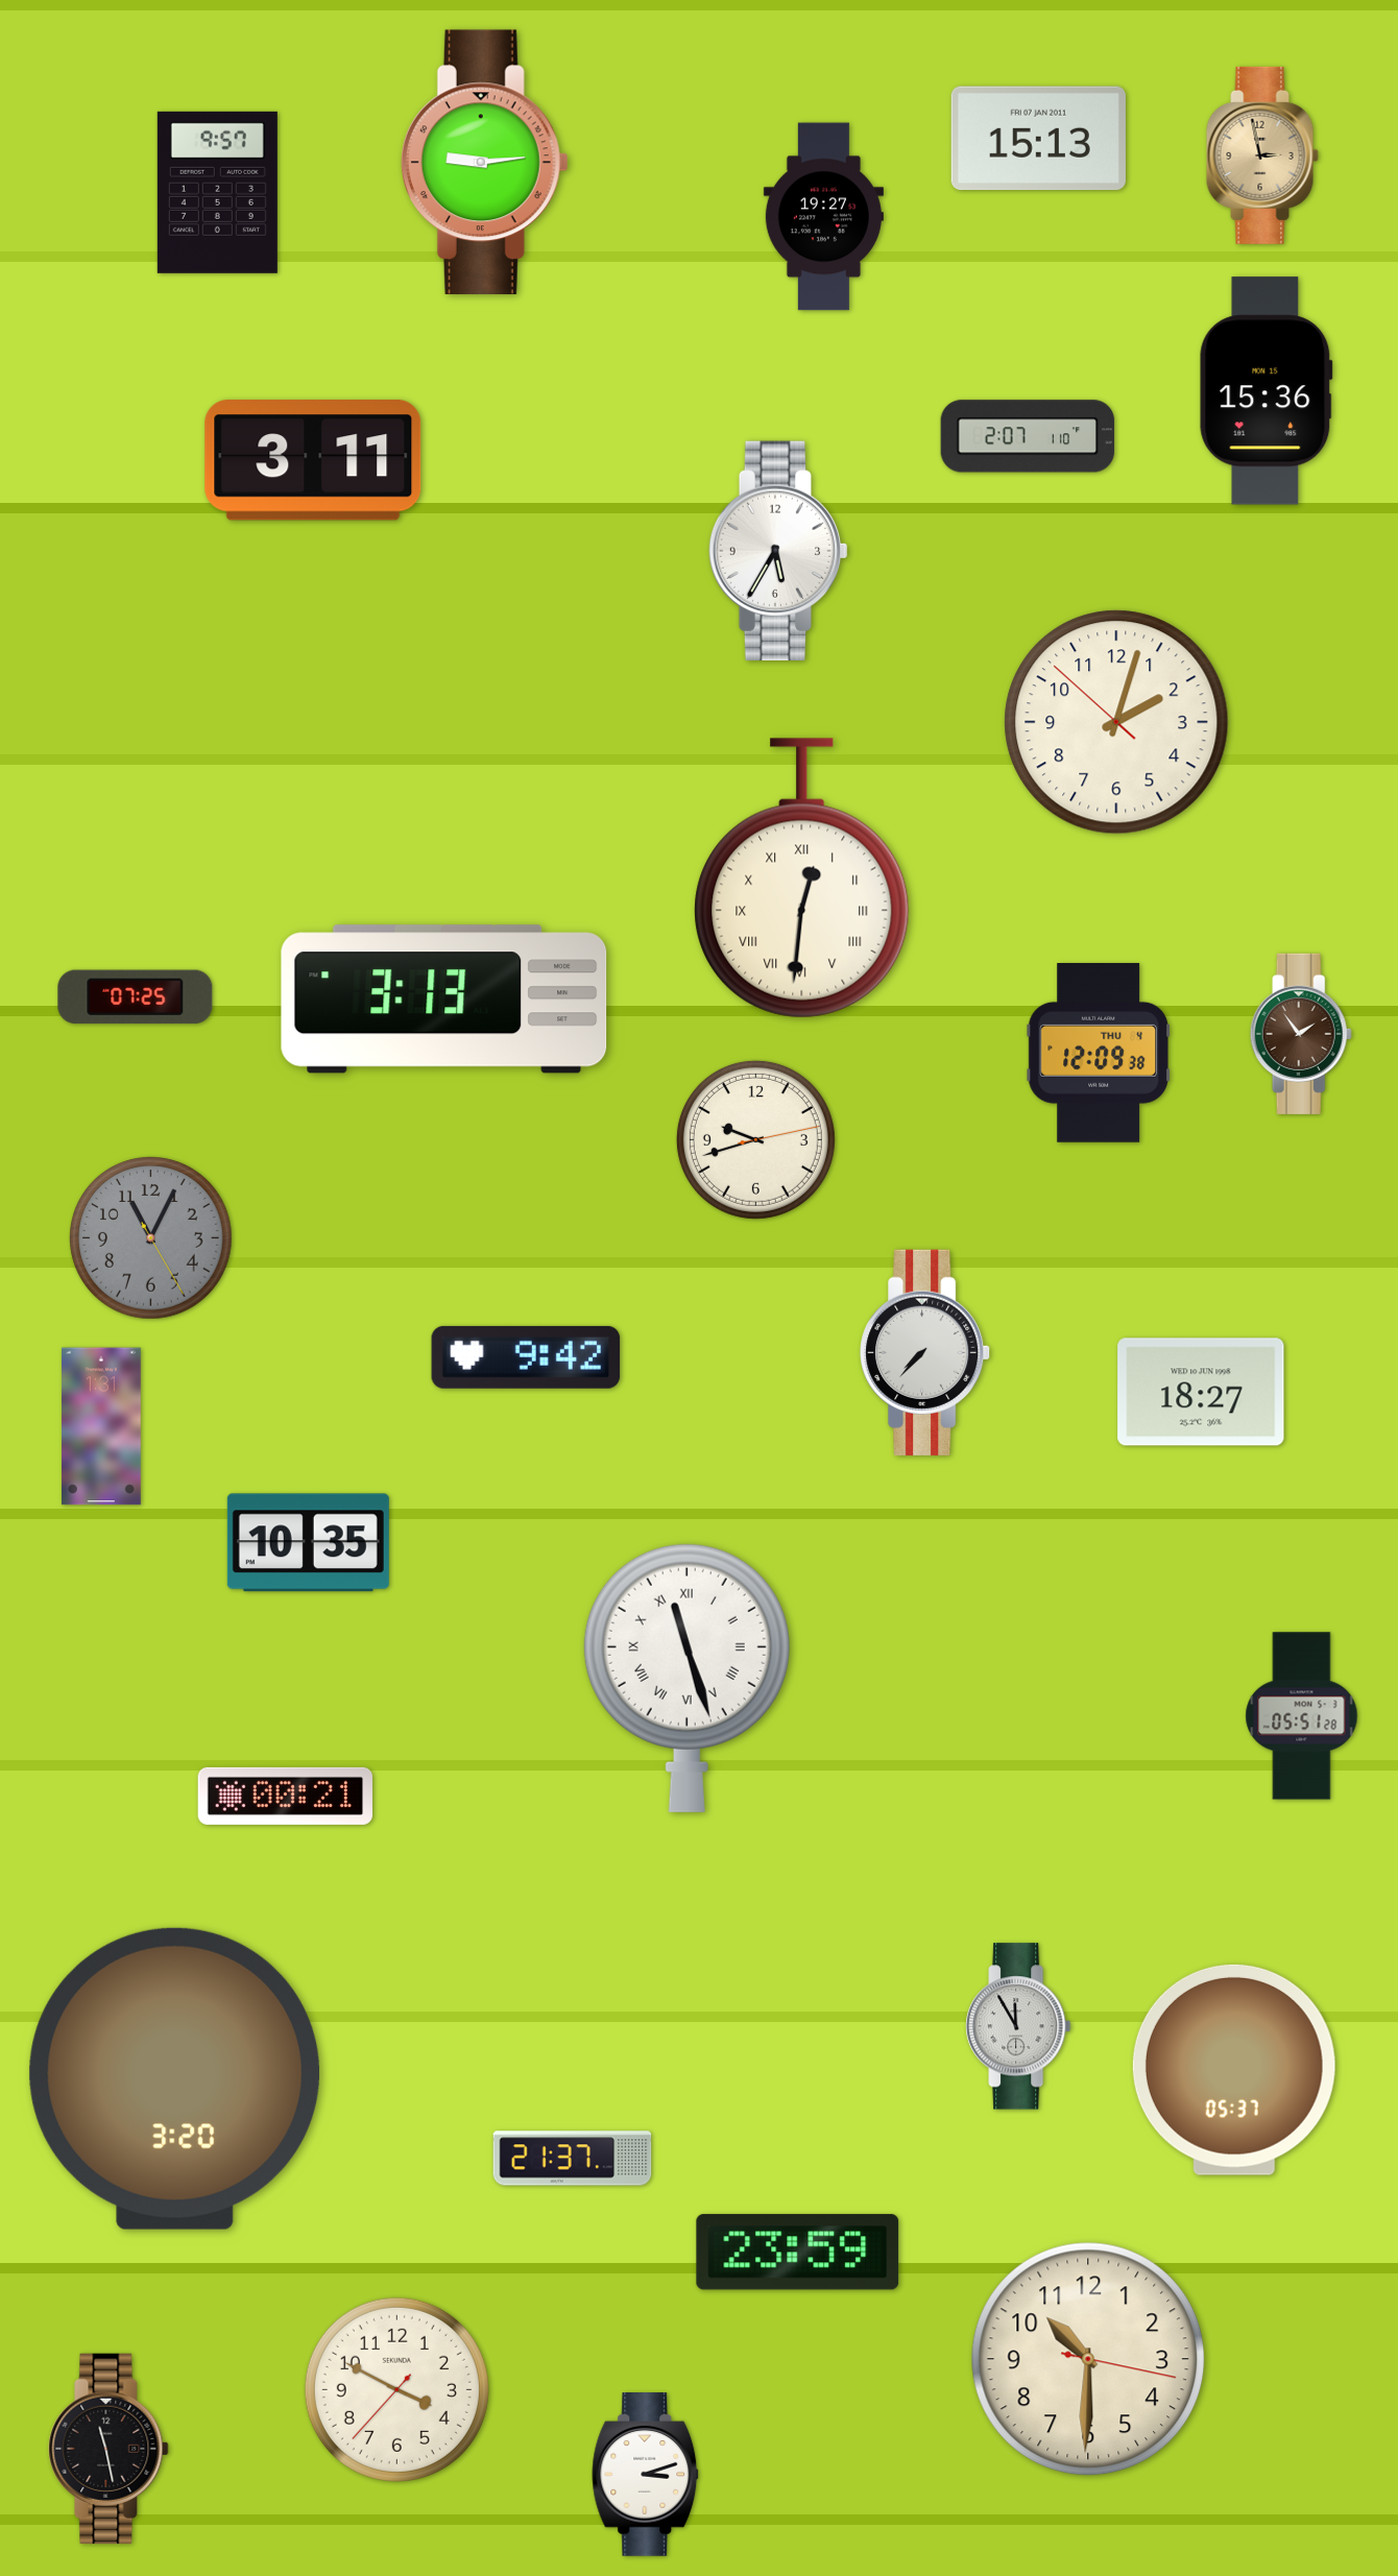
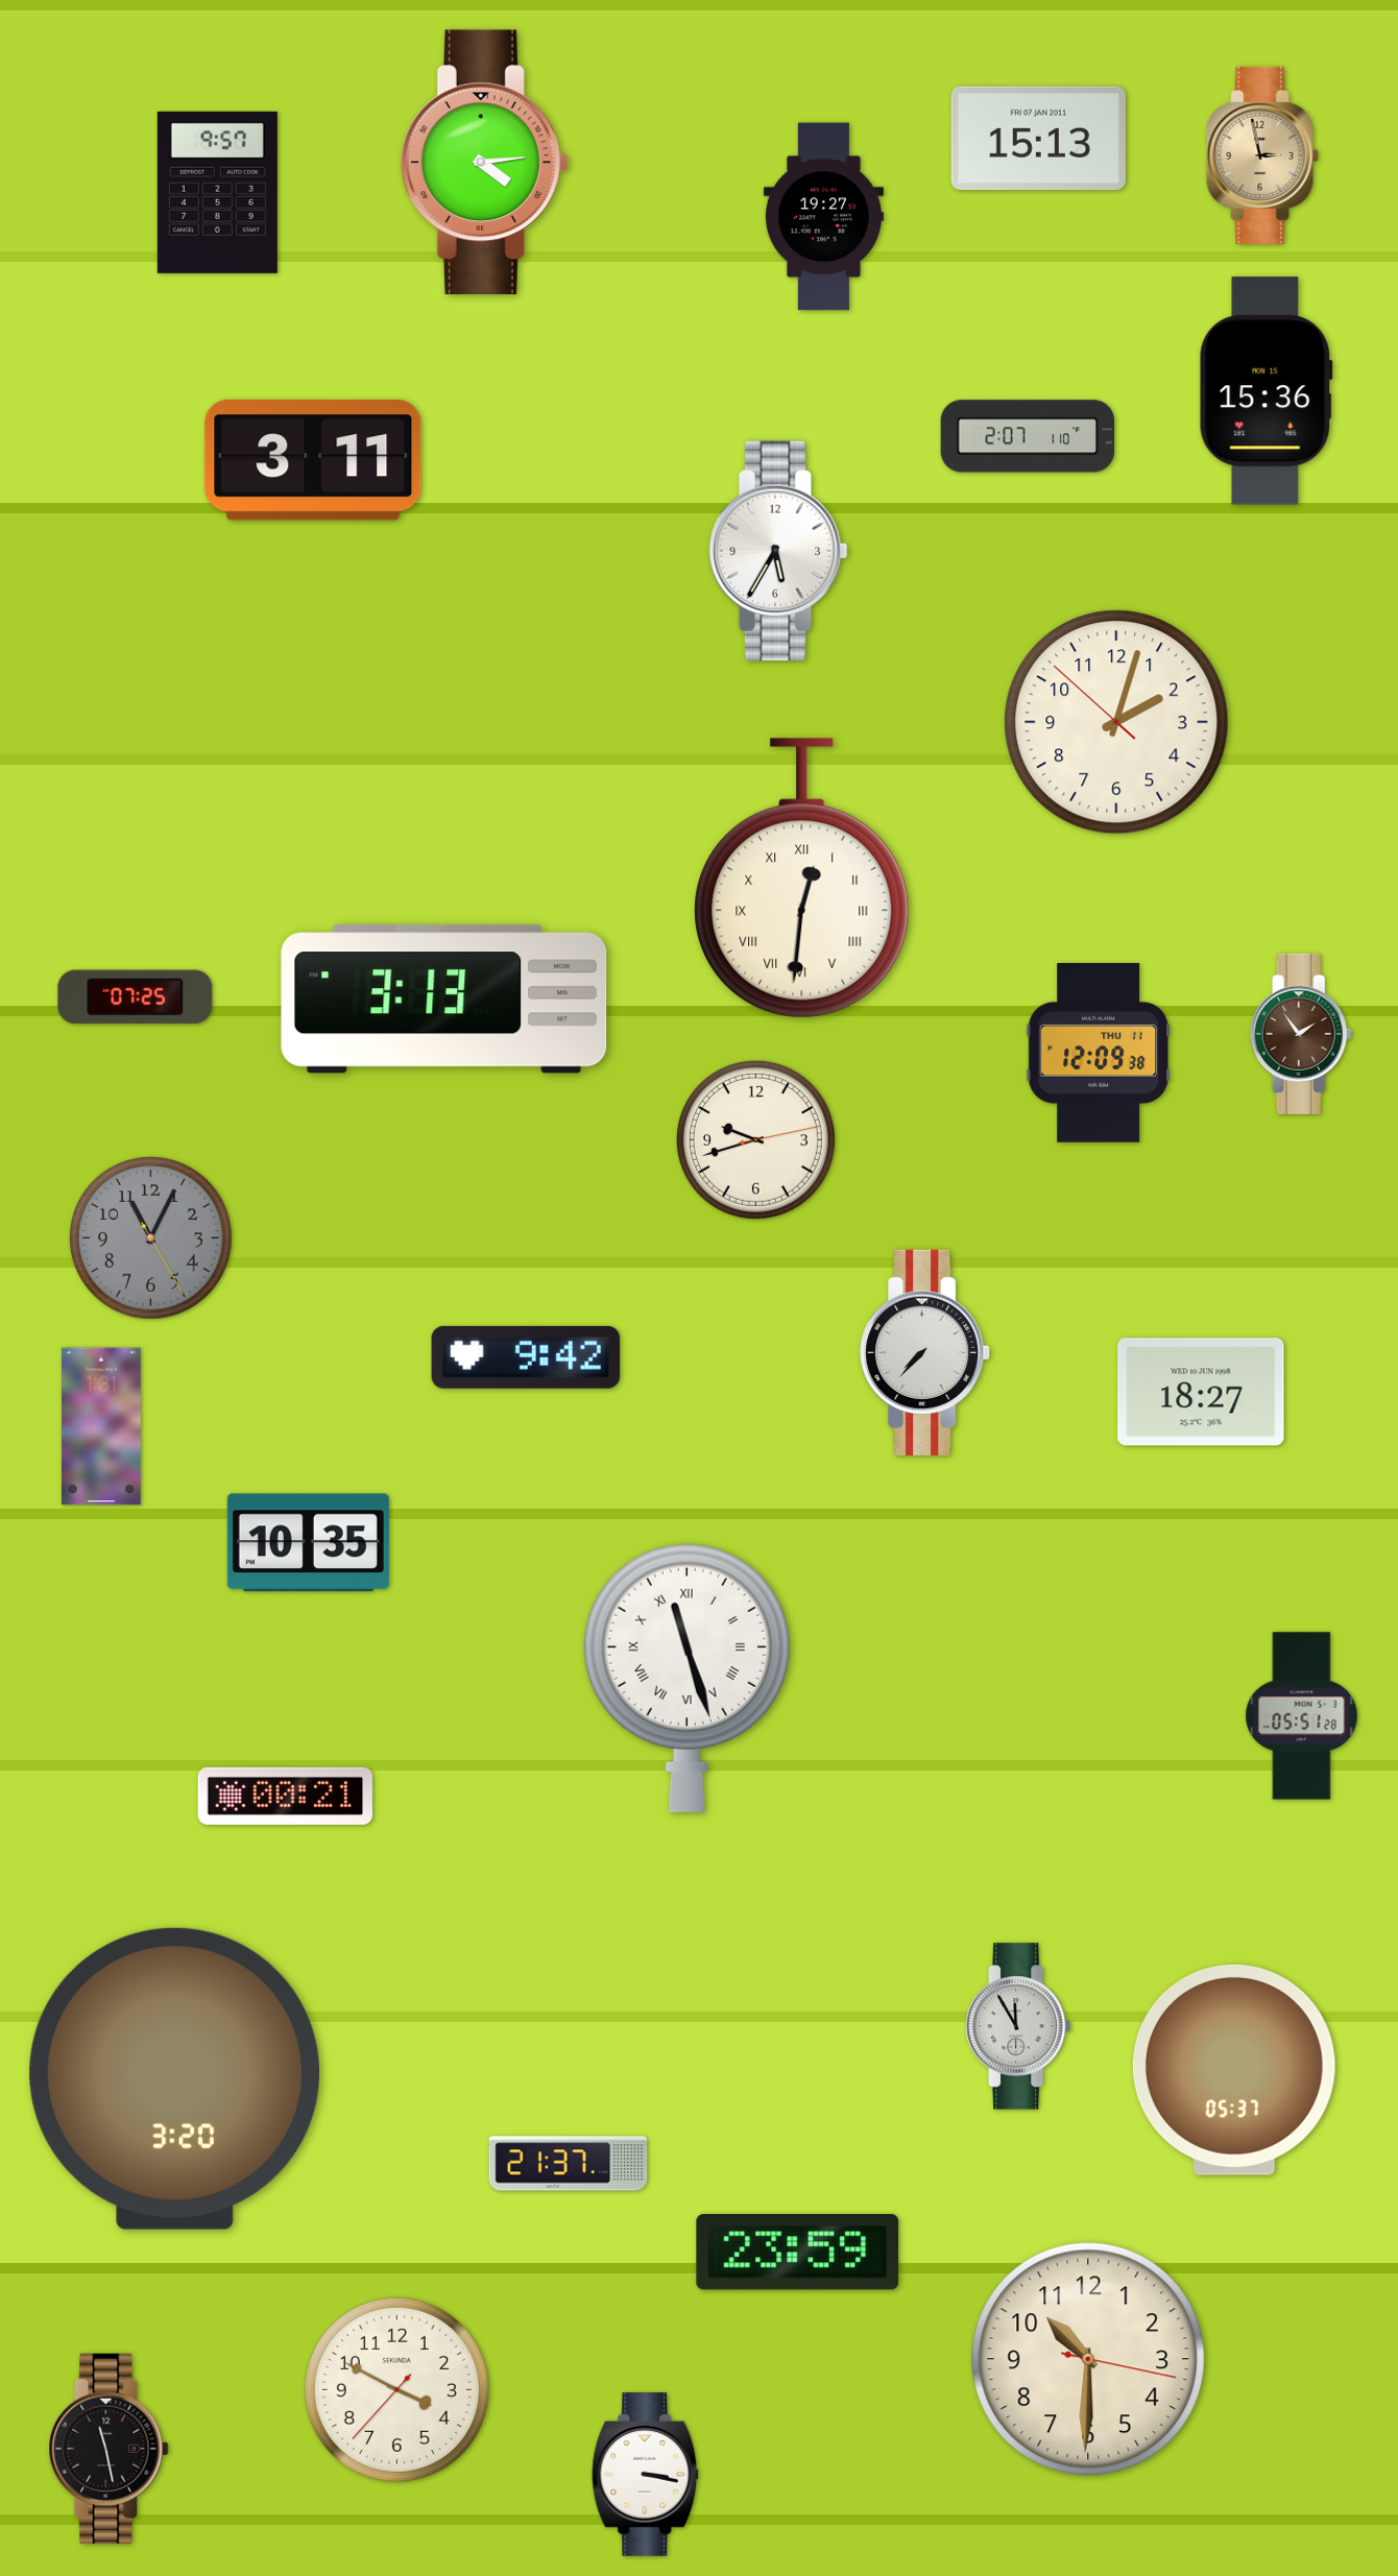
clock at (484, 163): 9:14 -> 4:14
clock at (1098, 1054) date: THU 4 -> THU 11
clock at (573, 2159) position: (573, 2159) -> (569, 2164)
clock at (646, 2475): 3:12 -> 3:17
